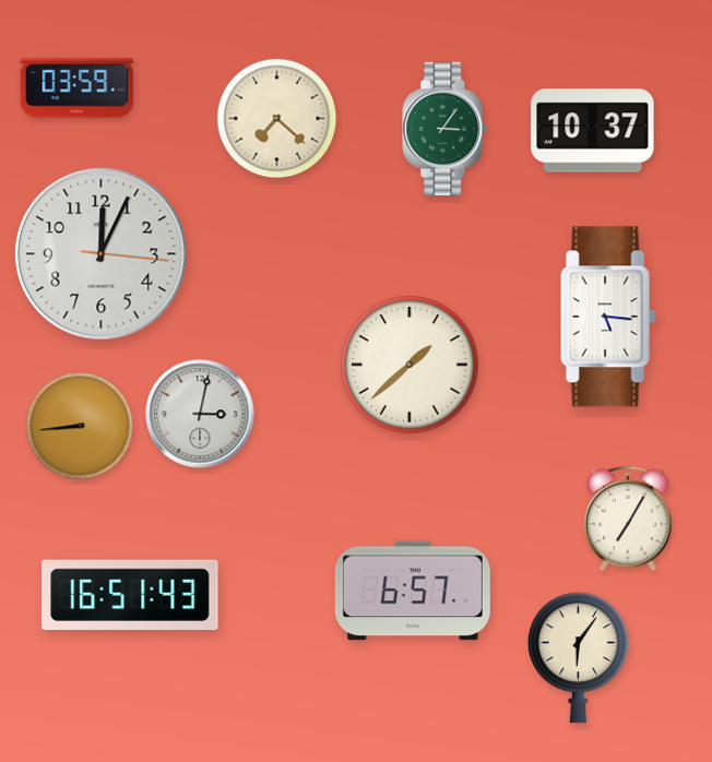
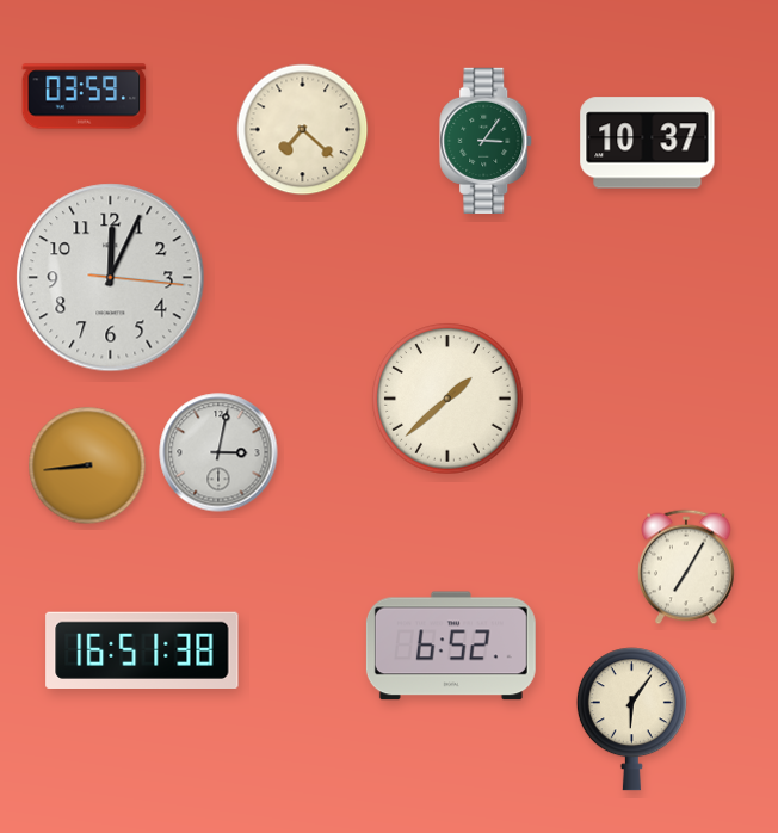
clock at (608, 317): 5:16 -> none
clock at (413, 591): 6:57 -> 6:52
clock at (130, 594): 16:51:43 -> 16:51:38
